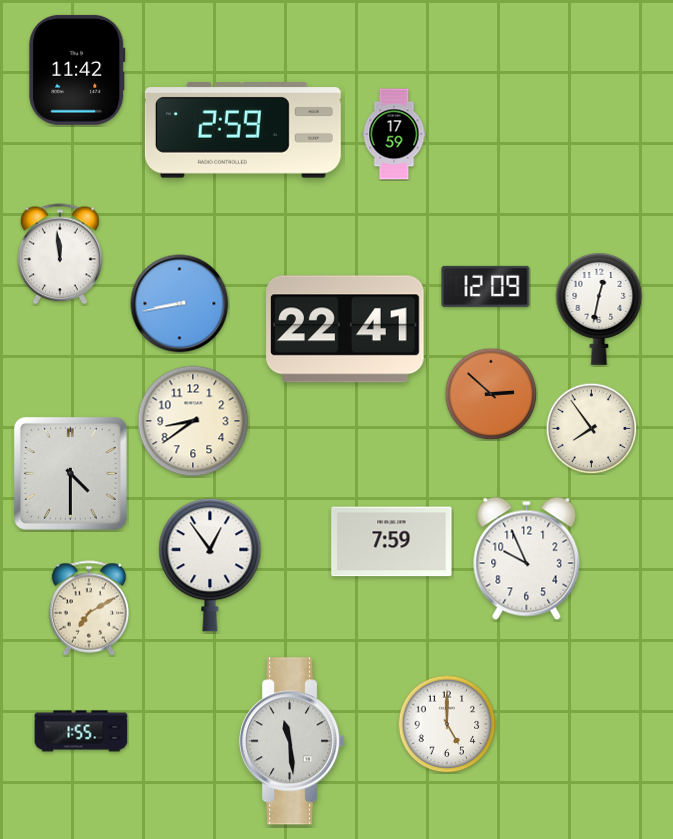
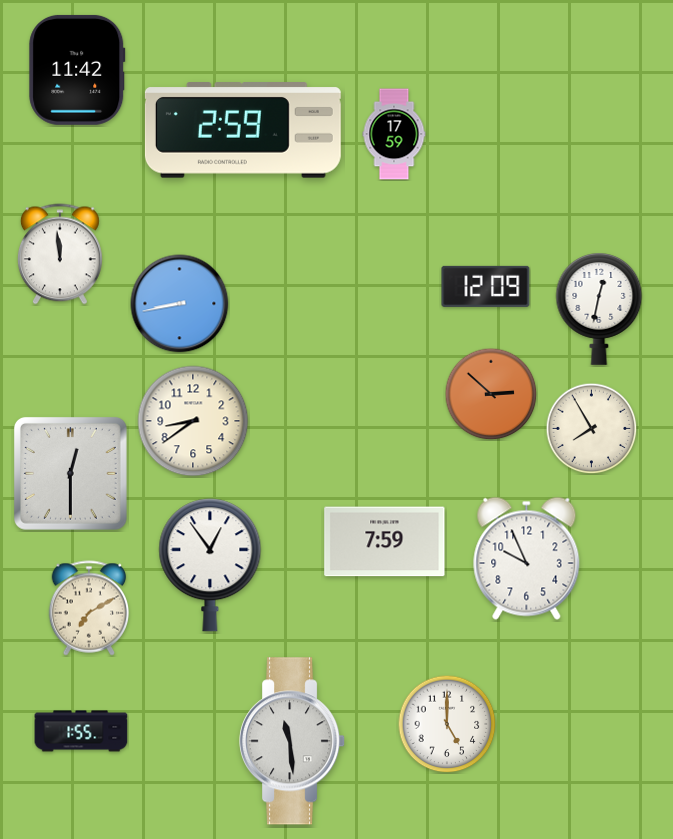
clock at (345, 329): 22:41 -> none
clock at (591, 428): 7:54 -> 7:55
clock at (70, 473): 4:30 -> 12:30
clock at (392, 542) position: (392, 542) -> (385, 542)
